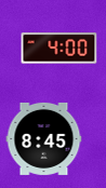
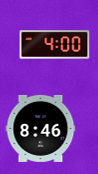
clock at (44, 138): 8:45 -> 8:46
